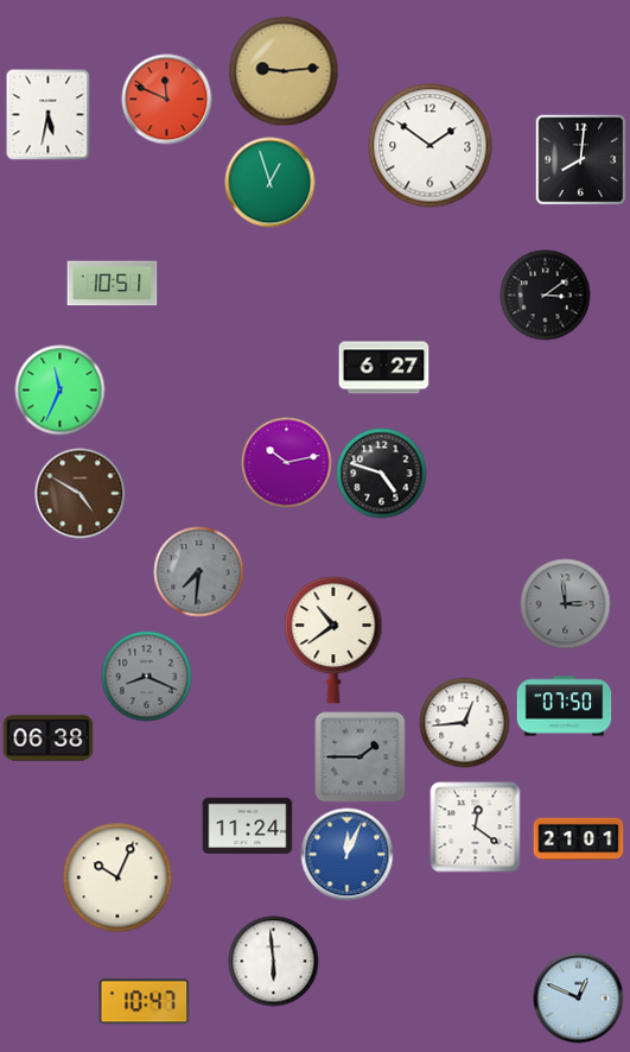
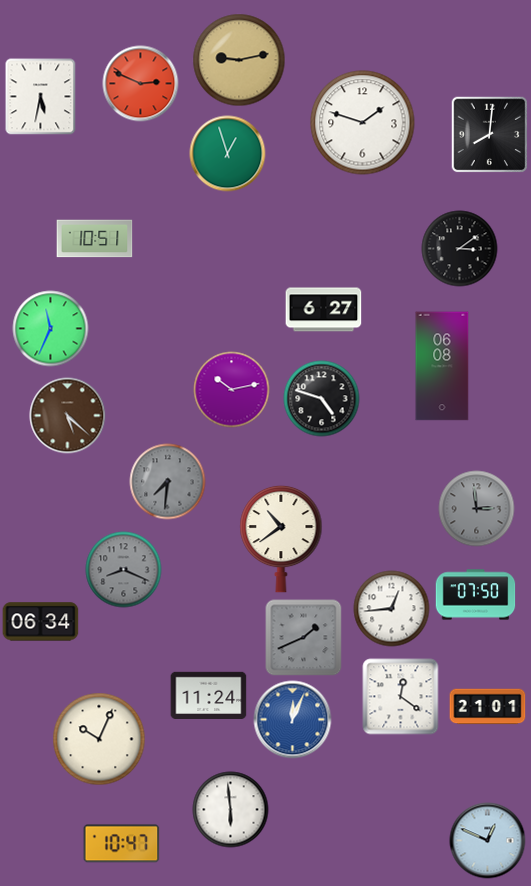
clock at (284, 71): 9:14 -> 9:13
clock at (167, 100): 11:49 -> 2:49
clock at (431, 146): 1:51 -> 1:48
clock at (442, 366): none -> 06:08
clock at (287, 463) position: (287, 463) -> (232, 390)
clock at (81, 494): 4:50 -> 5:22
clock at (49, 739): 06:38 -> 06:34
clock at (361, 758): 1:45 -> 1:41
